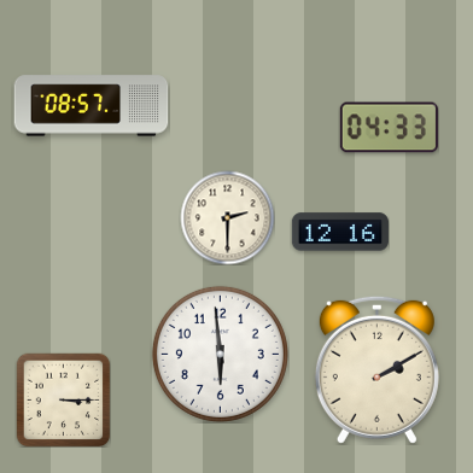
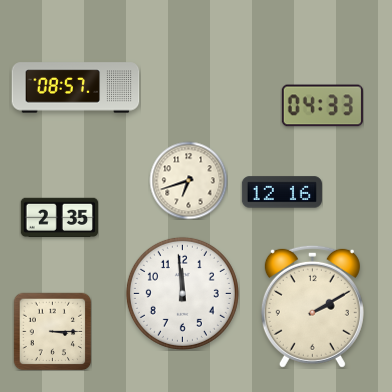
clock at (227, 217): 2:30 -> 6:42
clock at (59, 218): none -> 2:35
clock at (220, 354): 5:59 -> 11:59
